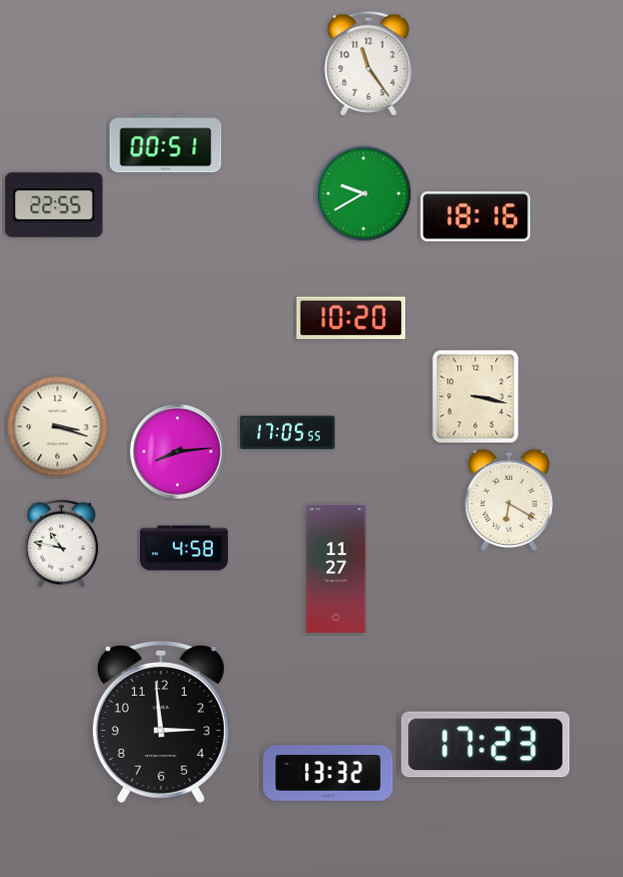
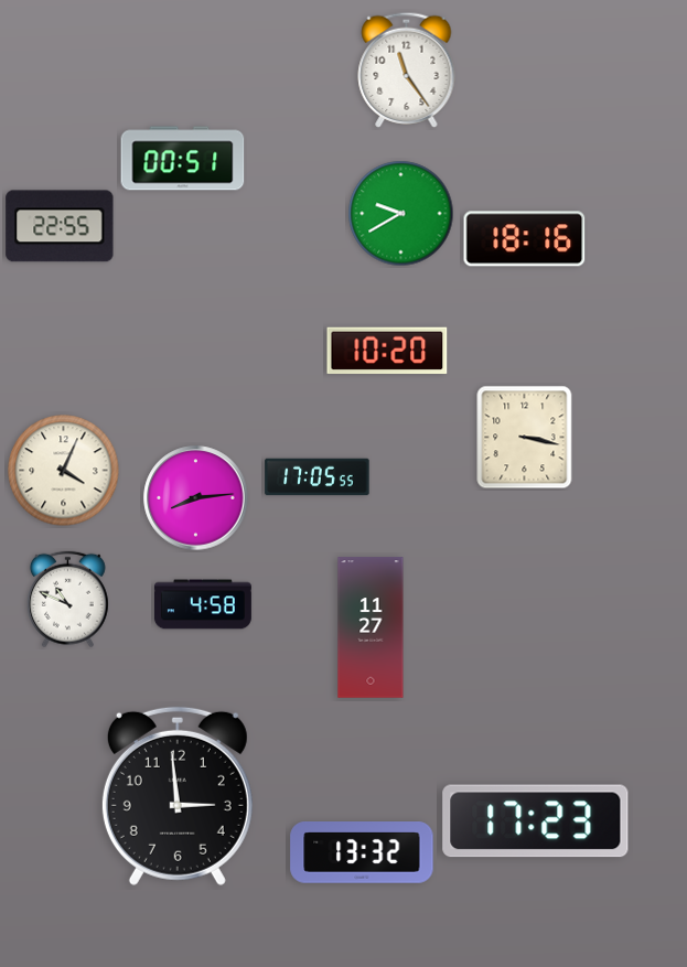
clock at (58, 427): 3:18 -> 4:04
clock at (509, 500): 6:20 -> none
clock at (61, 544): 10:47 -> 10:49
